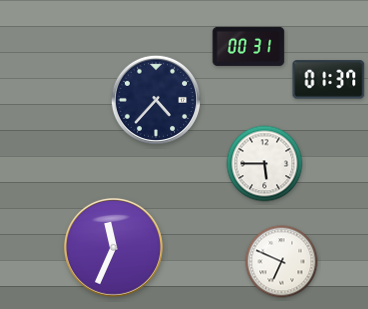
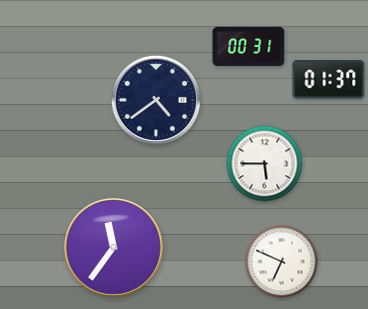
clock at (155, 99): 4:37 -> 4:39
clock at (113, 247): 11:34 -> 11:36
